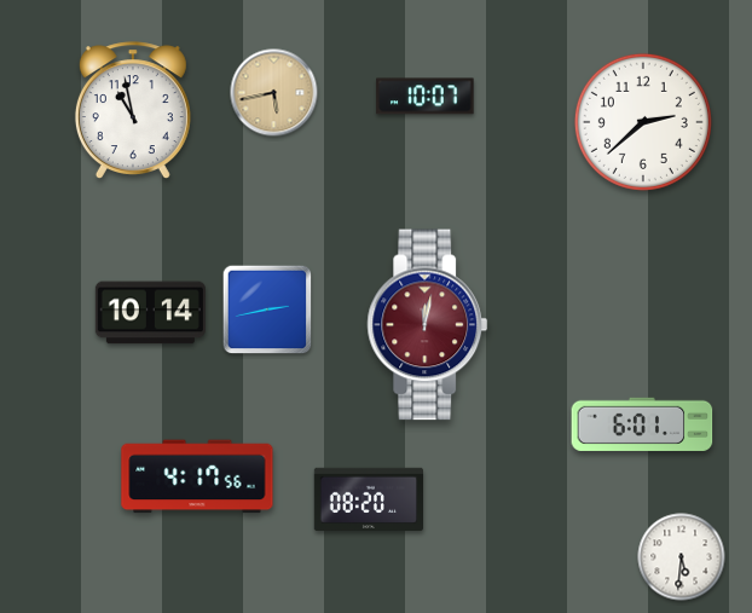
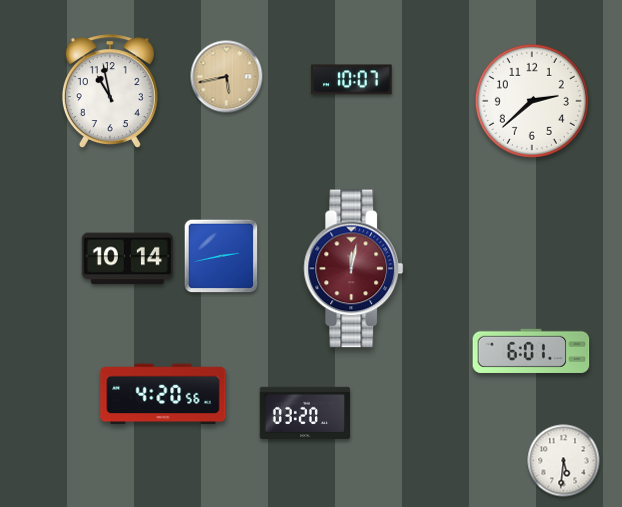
clock at (150, 313) position: (150, 313) -> (127, 259)
clock at (197, 476): 4:17 -> 4:20
clock at (368, 498): 08:20 -> 03:20
